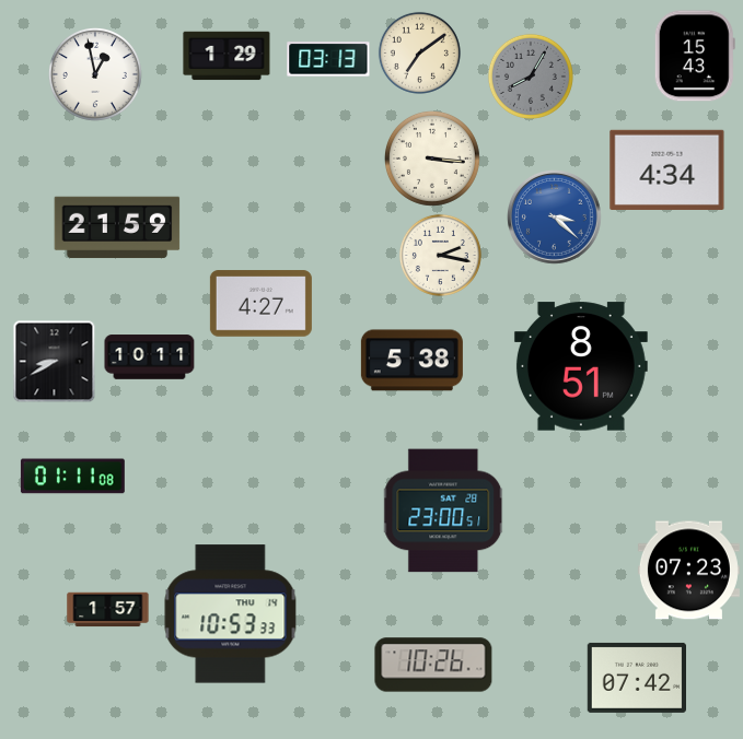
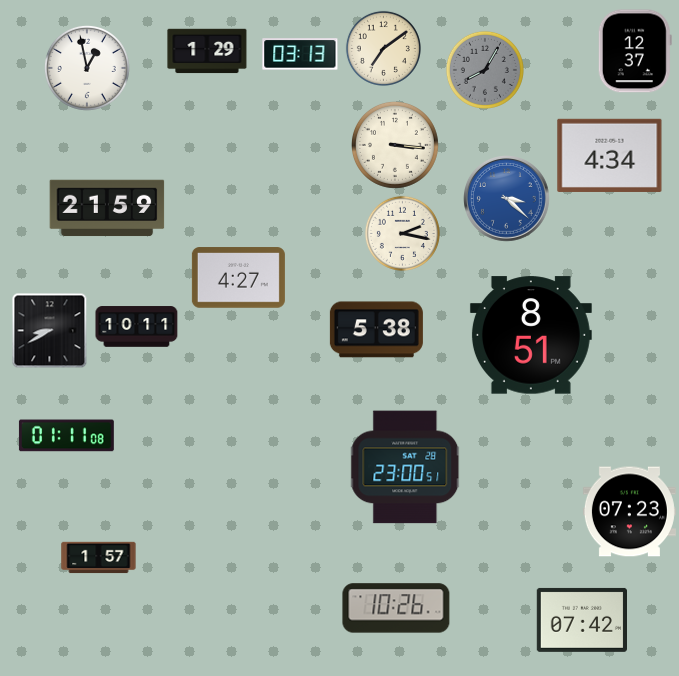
clock at (695, 56): 15:43 -> 12:37
clock at (688, 571) position: (688, 571) -> (629, 512)
clock at (231, 614): 10:53 -> none
